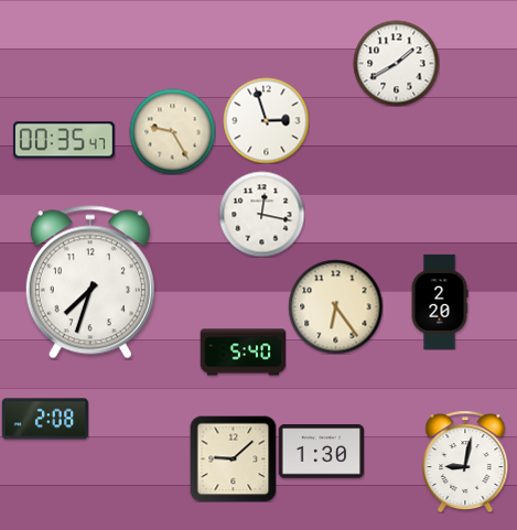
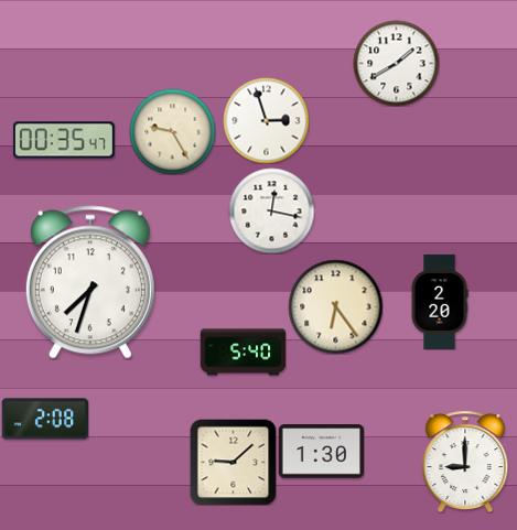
clock at (261, 214) position: (261, 214) -> (271, 210)
clock at (233, 458) position: (233, 458) -> (233, 462)
clock at (465, 462): 9:02 -> 9:00
